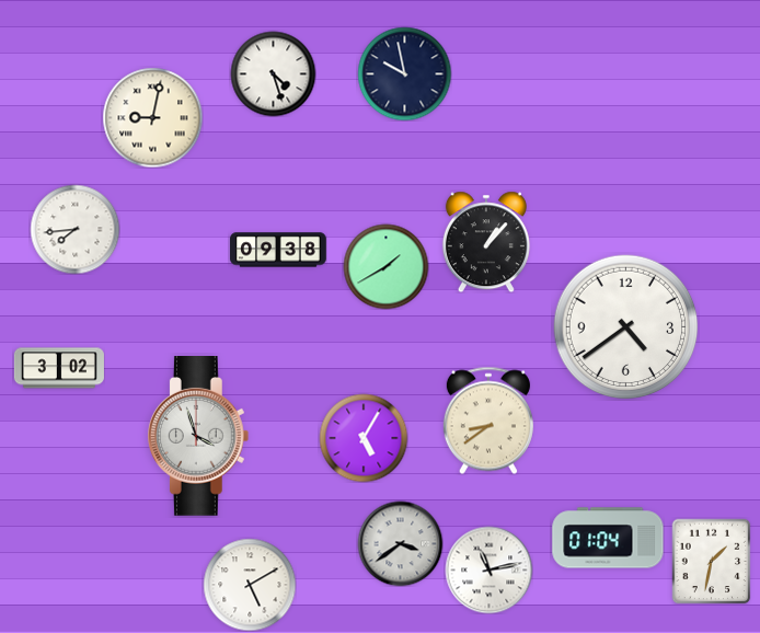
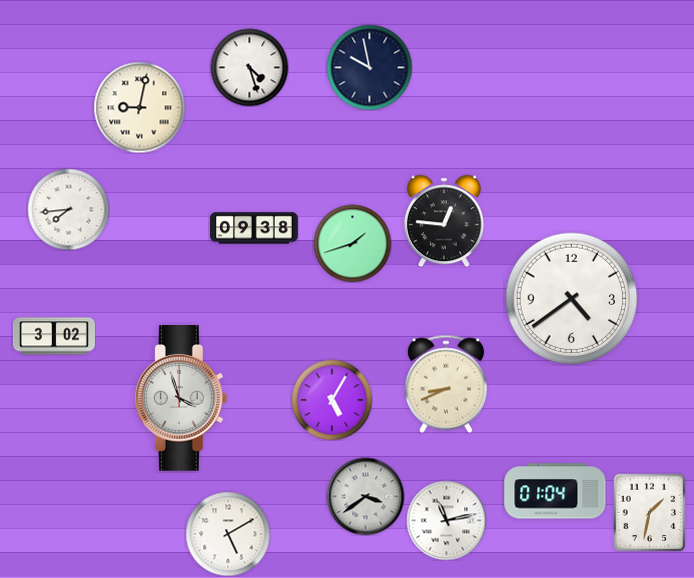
clock at (486, 242): 1:07 -> 12:46
clock at (385, 266): 1:40 -> 1:42
clock at (488, 421): 8:39 -> 8:41
